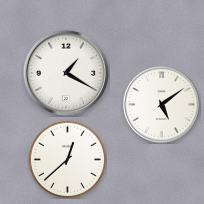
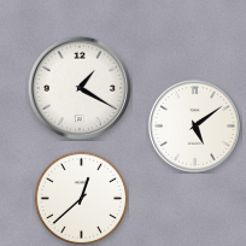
clock at (67, 159) position: (67, 159) -> (81, 198)
